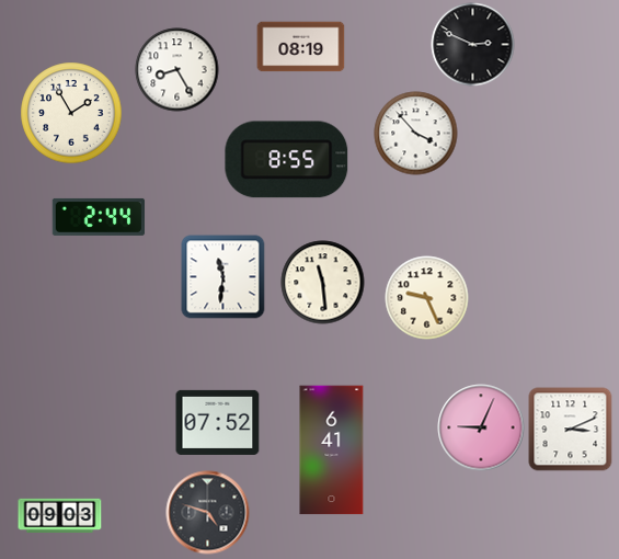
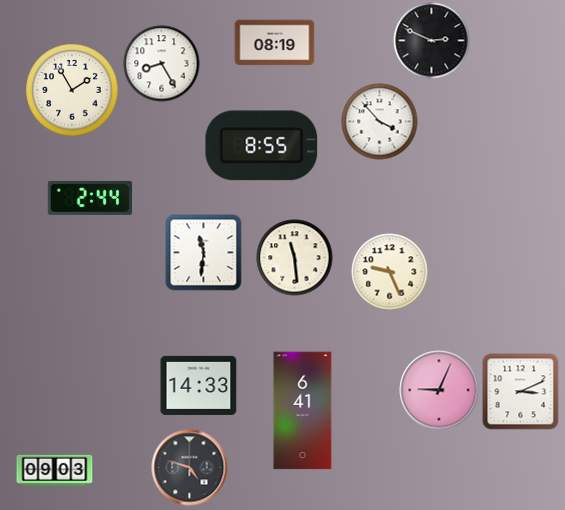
clock at (71, 113) position: (71, 113) -> (72, 90)
clock at (218, 422): 07:52 -> 14:33
